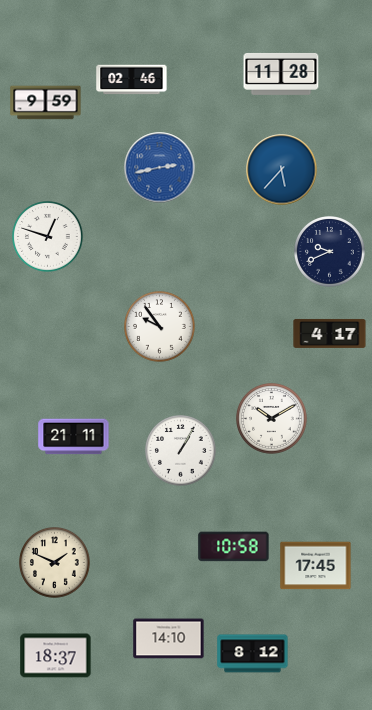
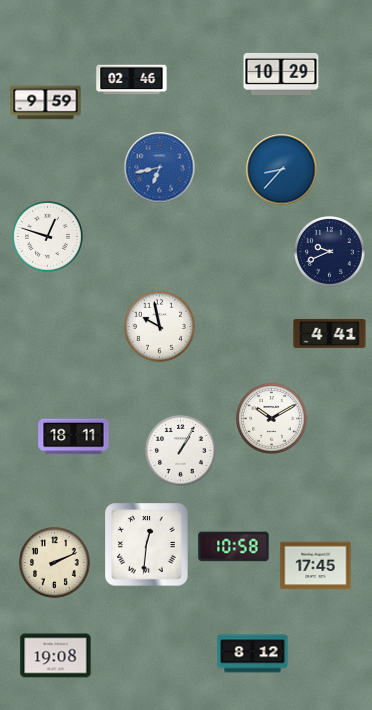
clock at (281, 74): 11:28 -> 10:29
clock at (160, 168): 2:43 -> 6:43
clock at (282, 170): 5:37 -> 8:37
clock at (160, 327): 9:54 -> 9:58
clock at (330, 333): 4:17 -> 4:41
clock at (74, 437): 21:11 -> 18:11
clock at (147, 545): none -> 12:31
clock at (55, 563): 1:49 -> 2:11
clock at (169, 639): 14:10 -> none
clock at (56, 656): 18:37 -> 19:08
